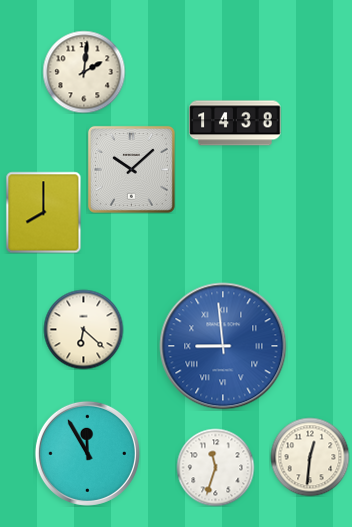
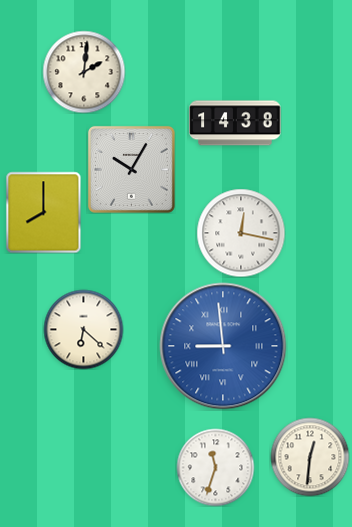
clock at (131, 169): 10:08 -> 10:05
clock at (241, 233): none -> 12:17
clock at (87, 453): 11:55 -> none
